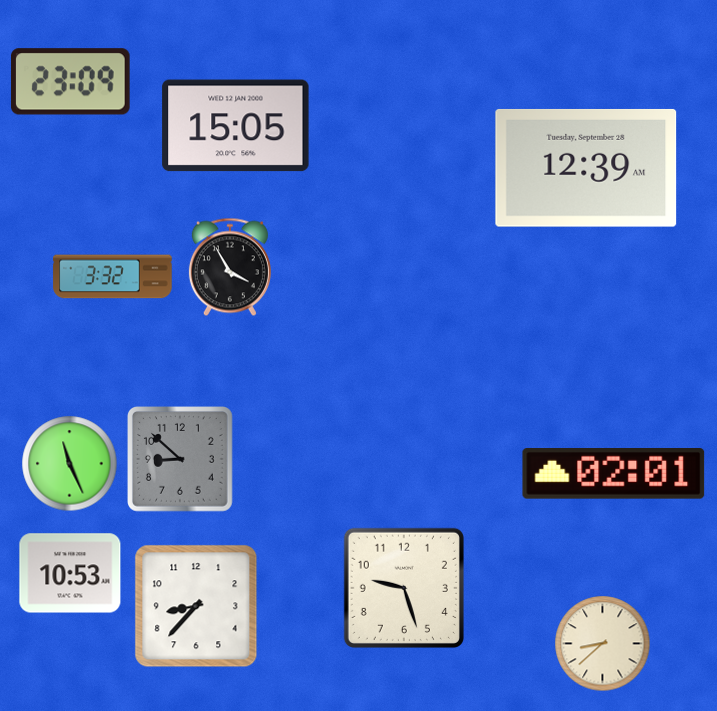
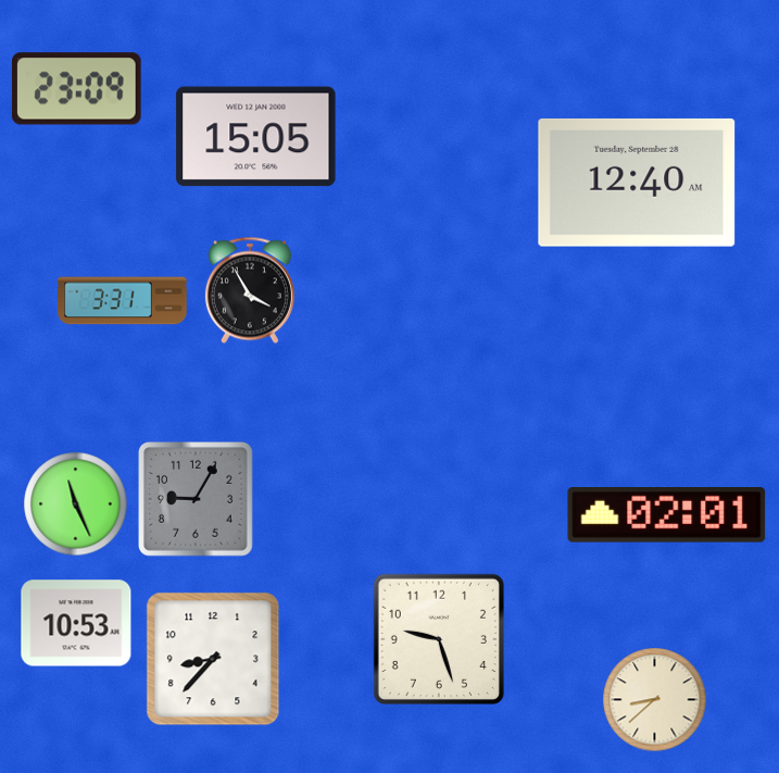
clock at (586, 168): 12:39 -> 12:40
clock at (113, 277): 3:32 -> 3:31
clock at (181, 460): 8:52 -> 9:05
